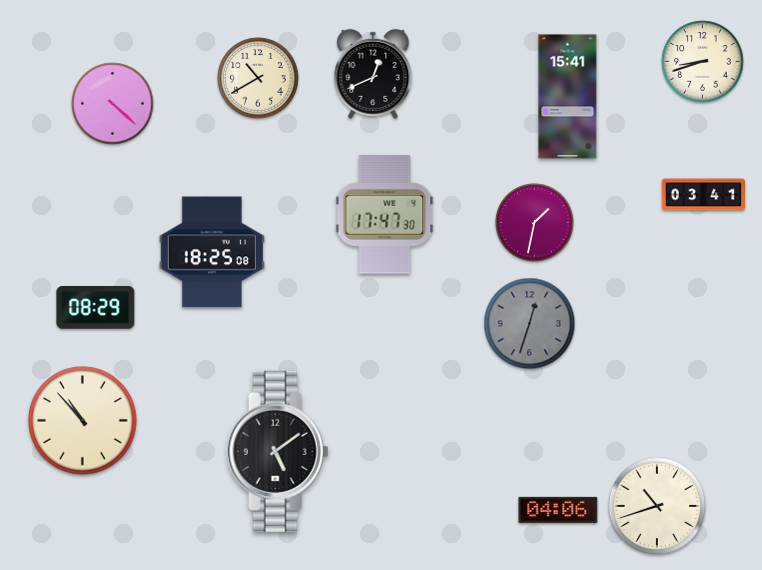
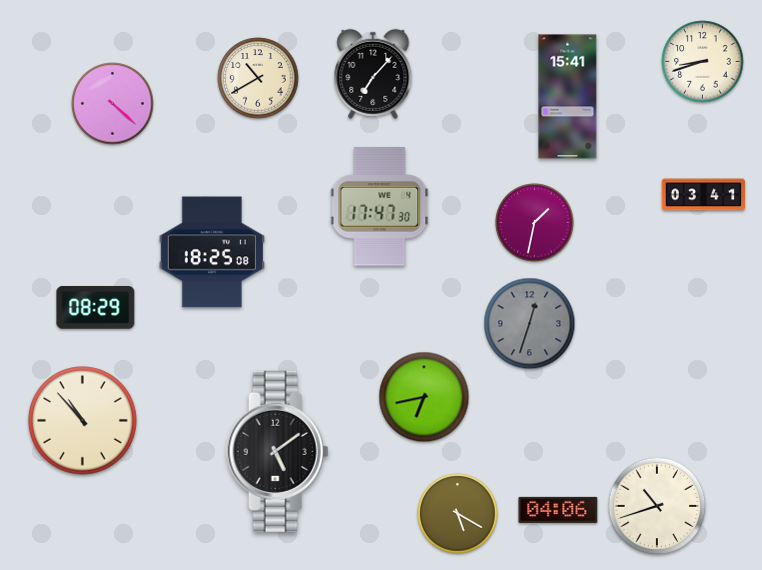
clock at (373, 74): 12:41 -> 7:07
clock at (385, 215) position: (385, 215) -> (380, 207)
clock at (424, 397): none -> 6:43
clock at (458, 514): none -> 5:20
